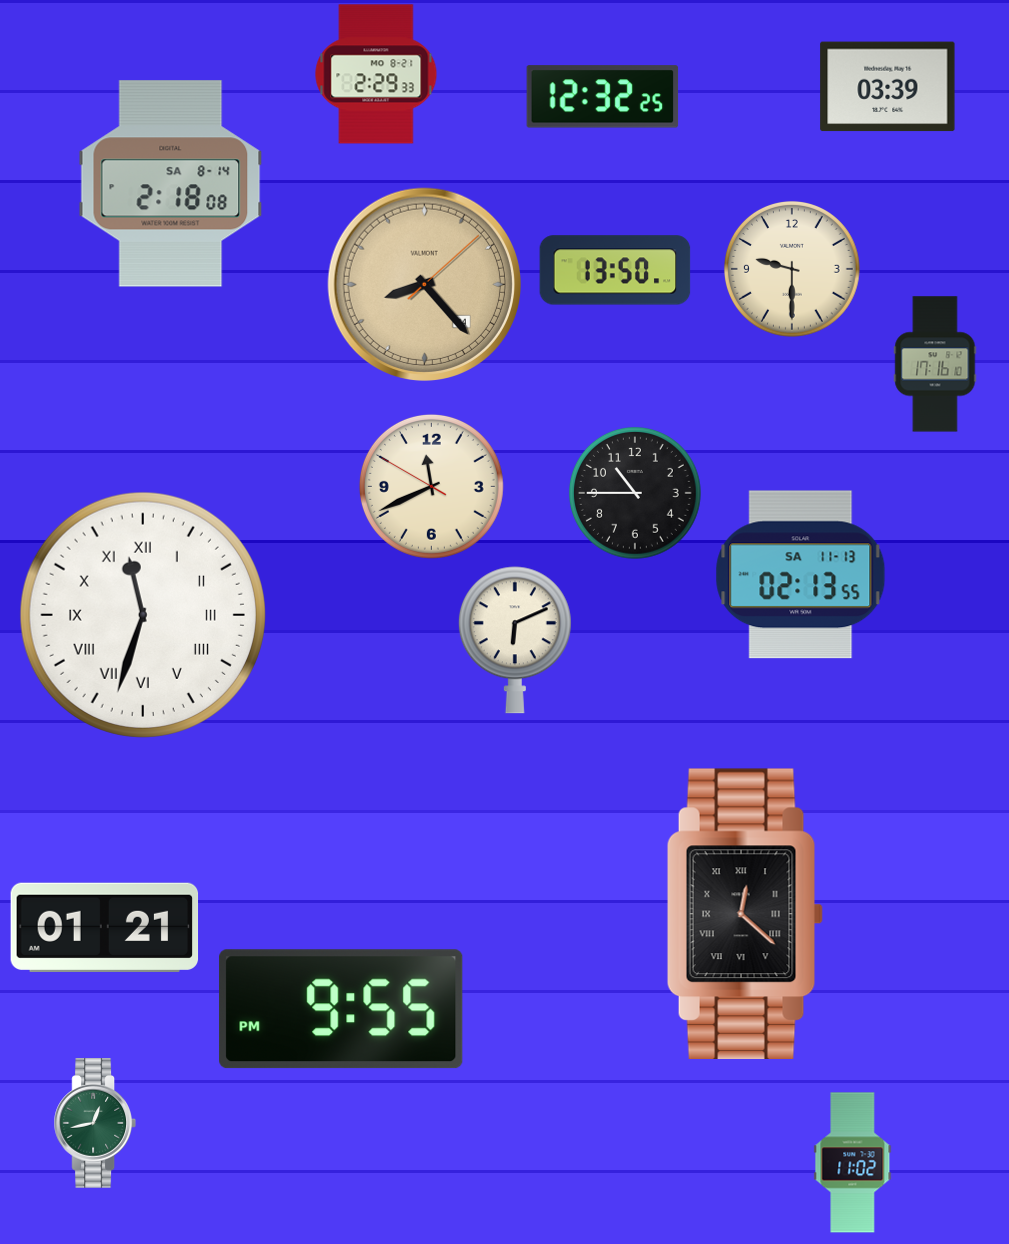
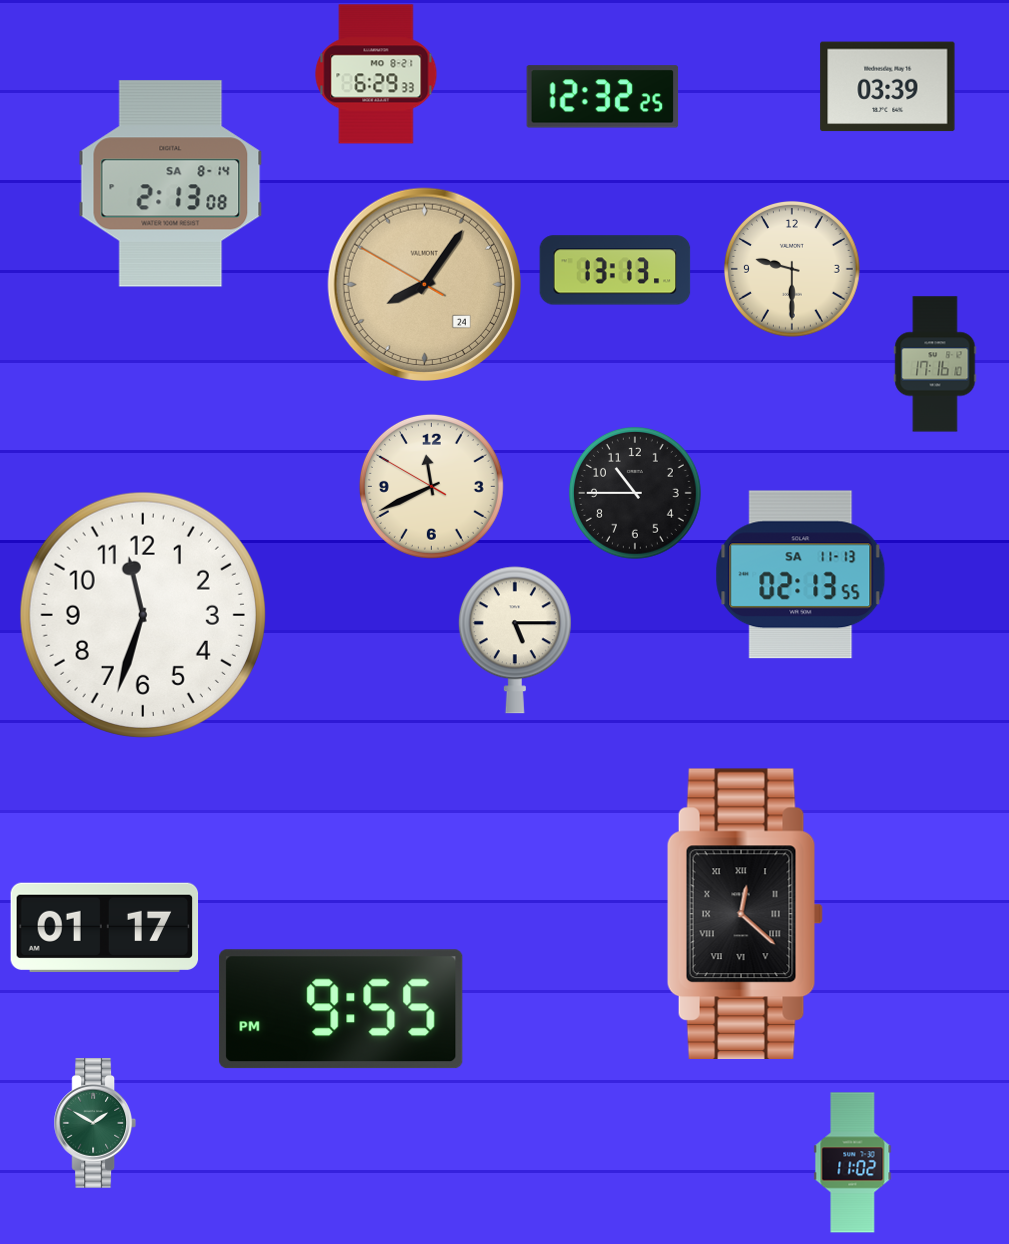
clock at (376, 74): 2:29 -> 6:29
clock at (171, 184): 2:18 -> 2:13
clock at (615, 270): 13:50 -> 13:13
clock at (424, 284): 8:23 -> 8:05
clock at (143, 615) numerals: Roman -> Arabic
clock at (515, 640): 6:11 -> 5:15
clock at (105, 927): 01:21 -> 01:17
clock at (94, 1123): 12:43 -> 1:50
